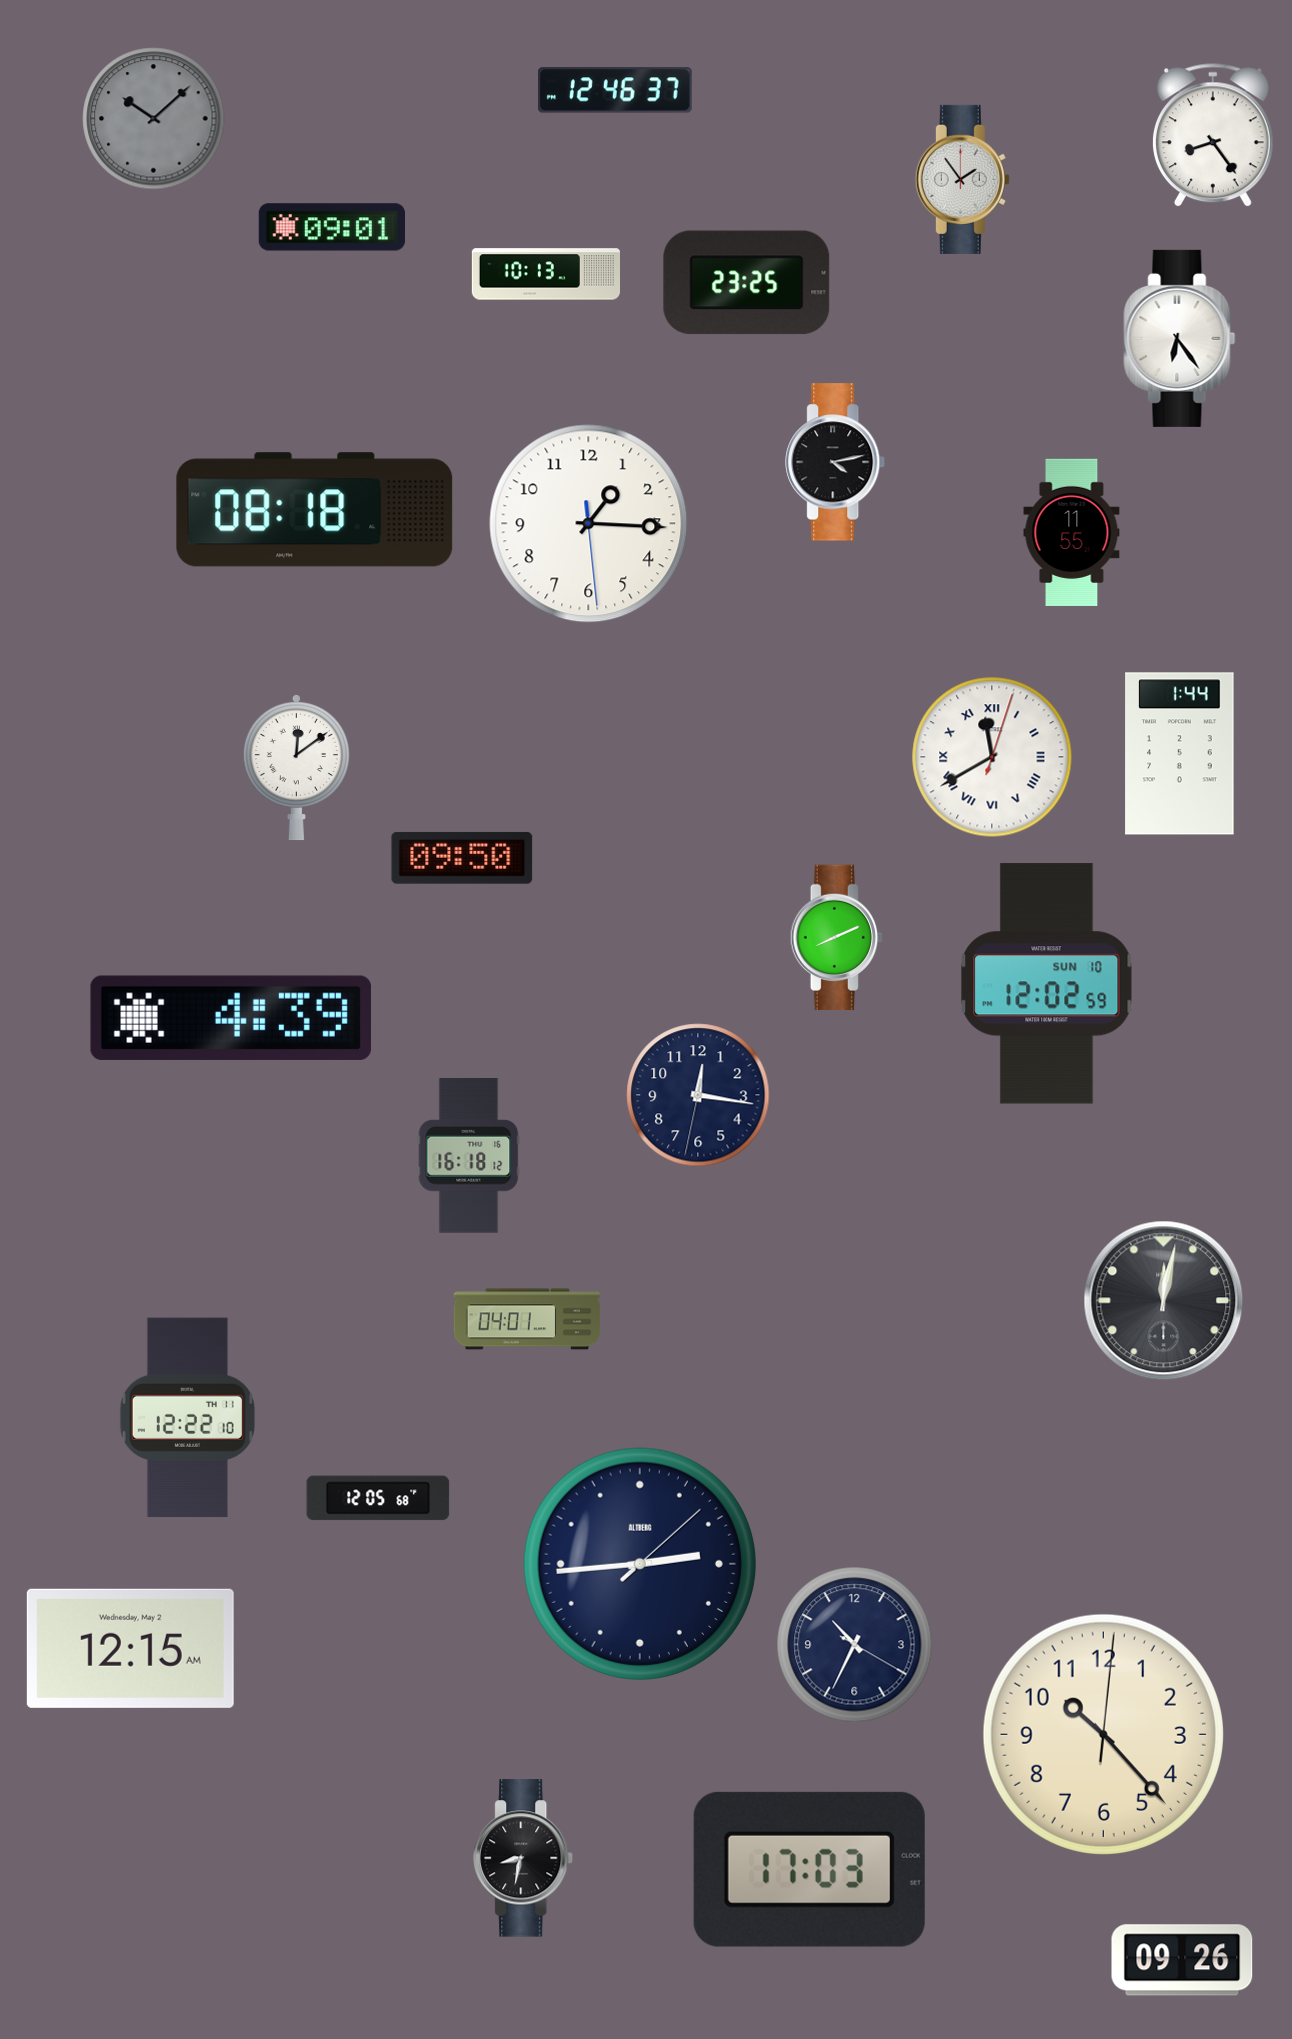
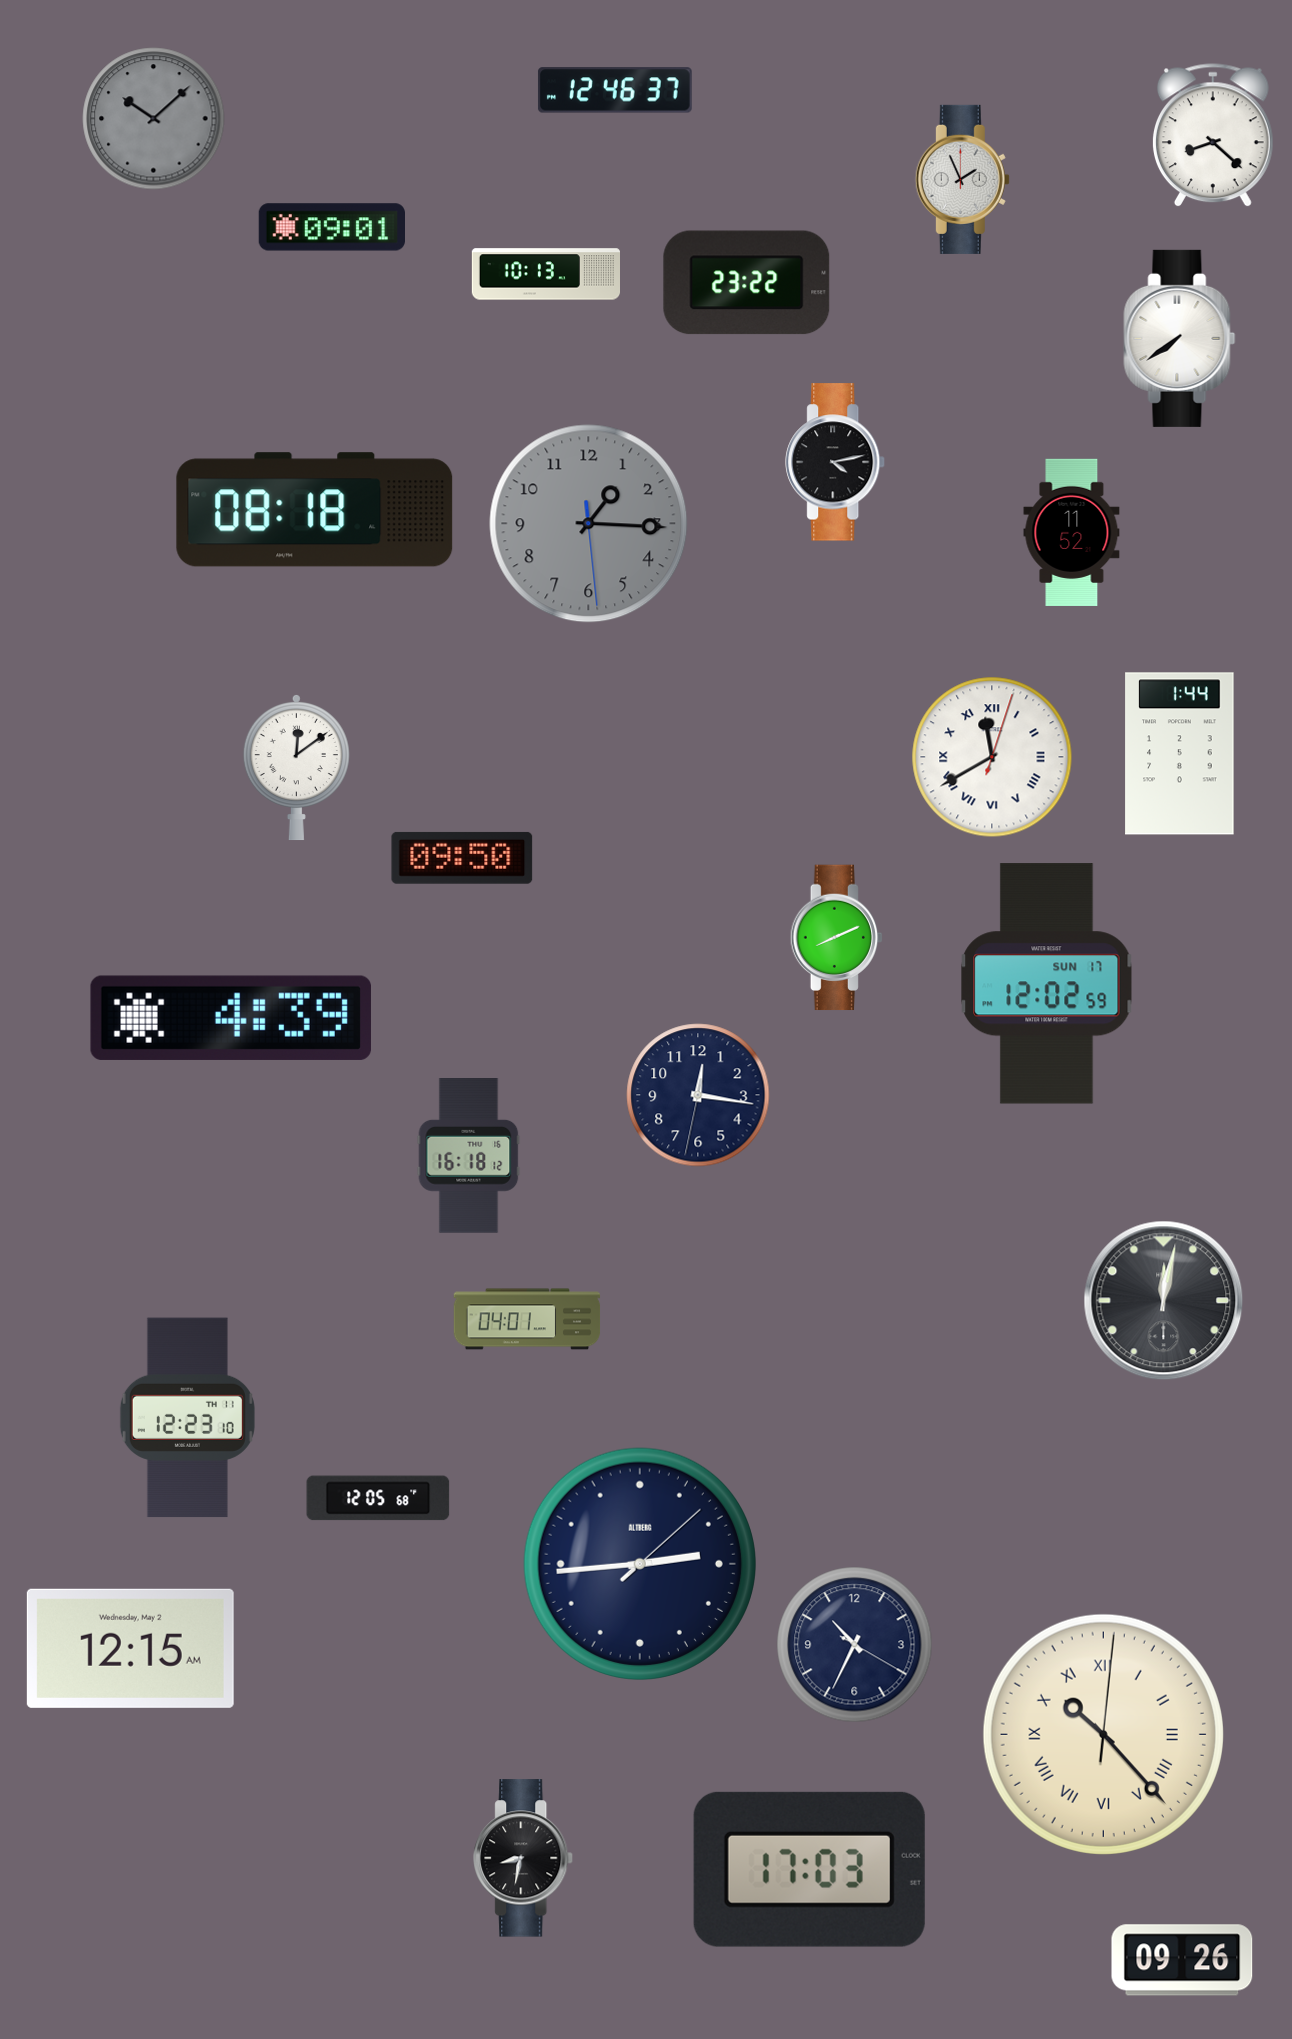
clock at (1213, 136): 8:24 -> 8:22
clock at (962, 179): 1:54 -> 1:56
clock at (747, 283): 23:25 -> 23:22
clock at (1180, 338): 6:24 -> 7:39
clock at (589, 524) dial: white -> grey
clock at (1072, 532): 11:55 -> 11:52
clock at (1047, 984) date: SUN 10 -> SUN 17
clock at (187, 1418): 12:22 -> 12:23
clock at (1103, 1734) numerals: Arabic -> Roman
